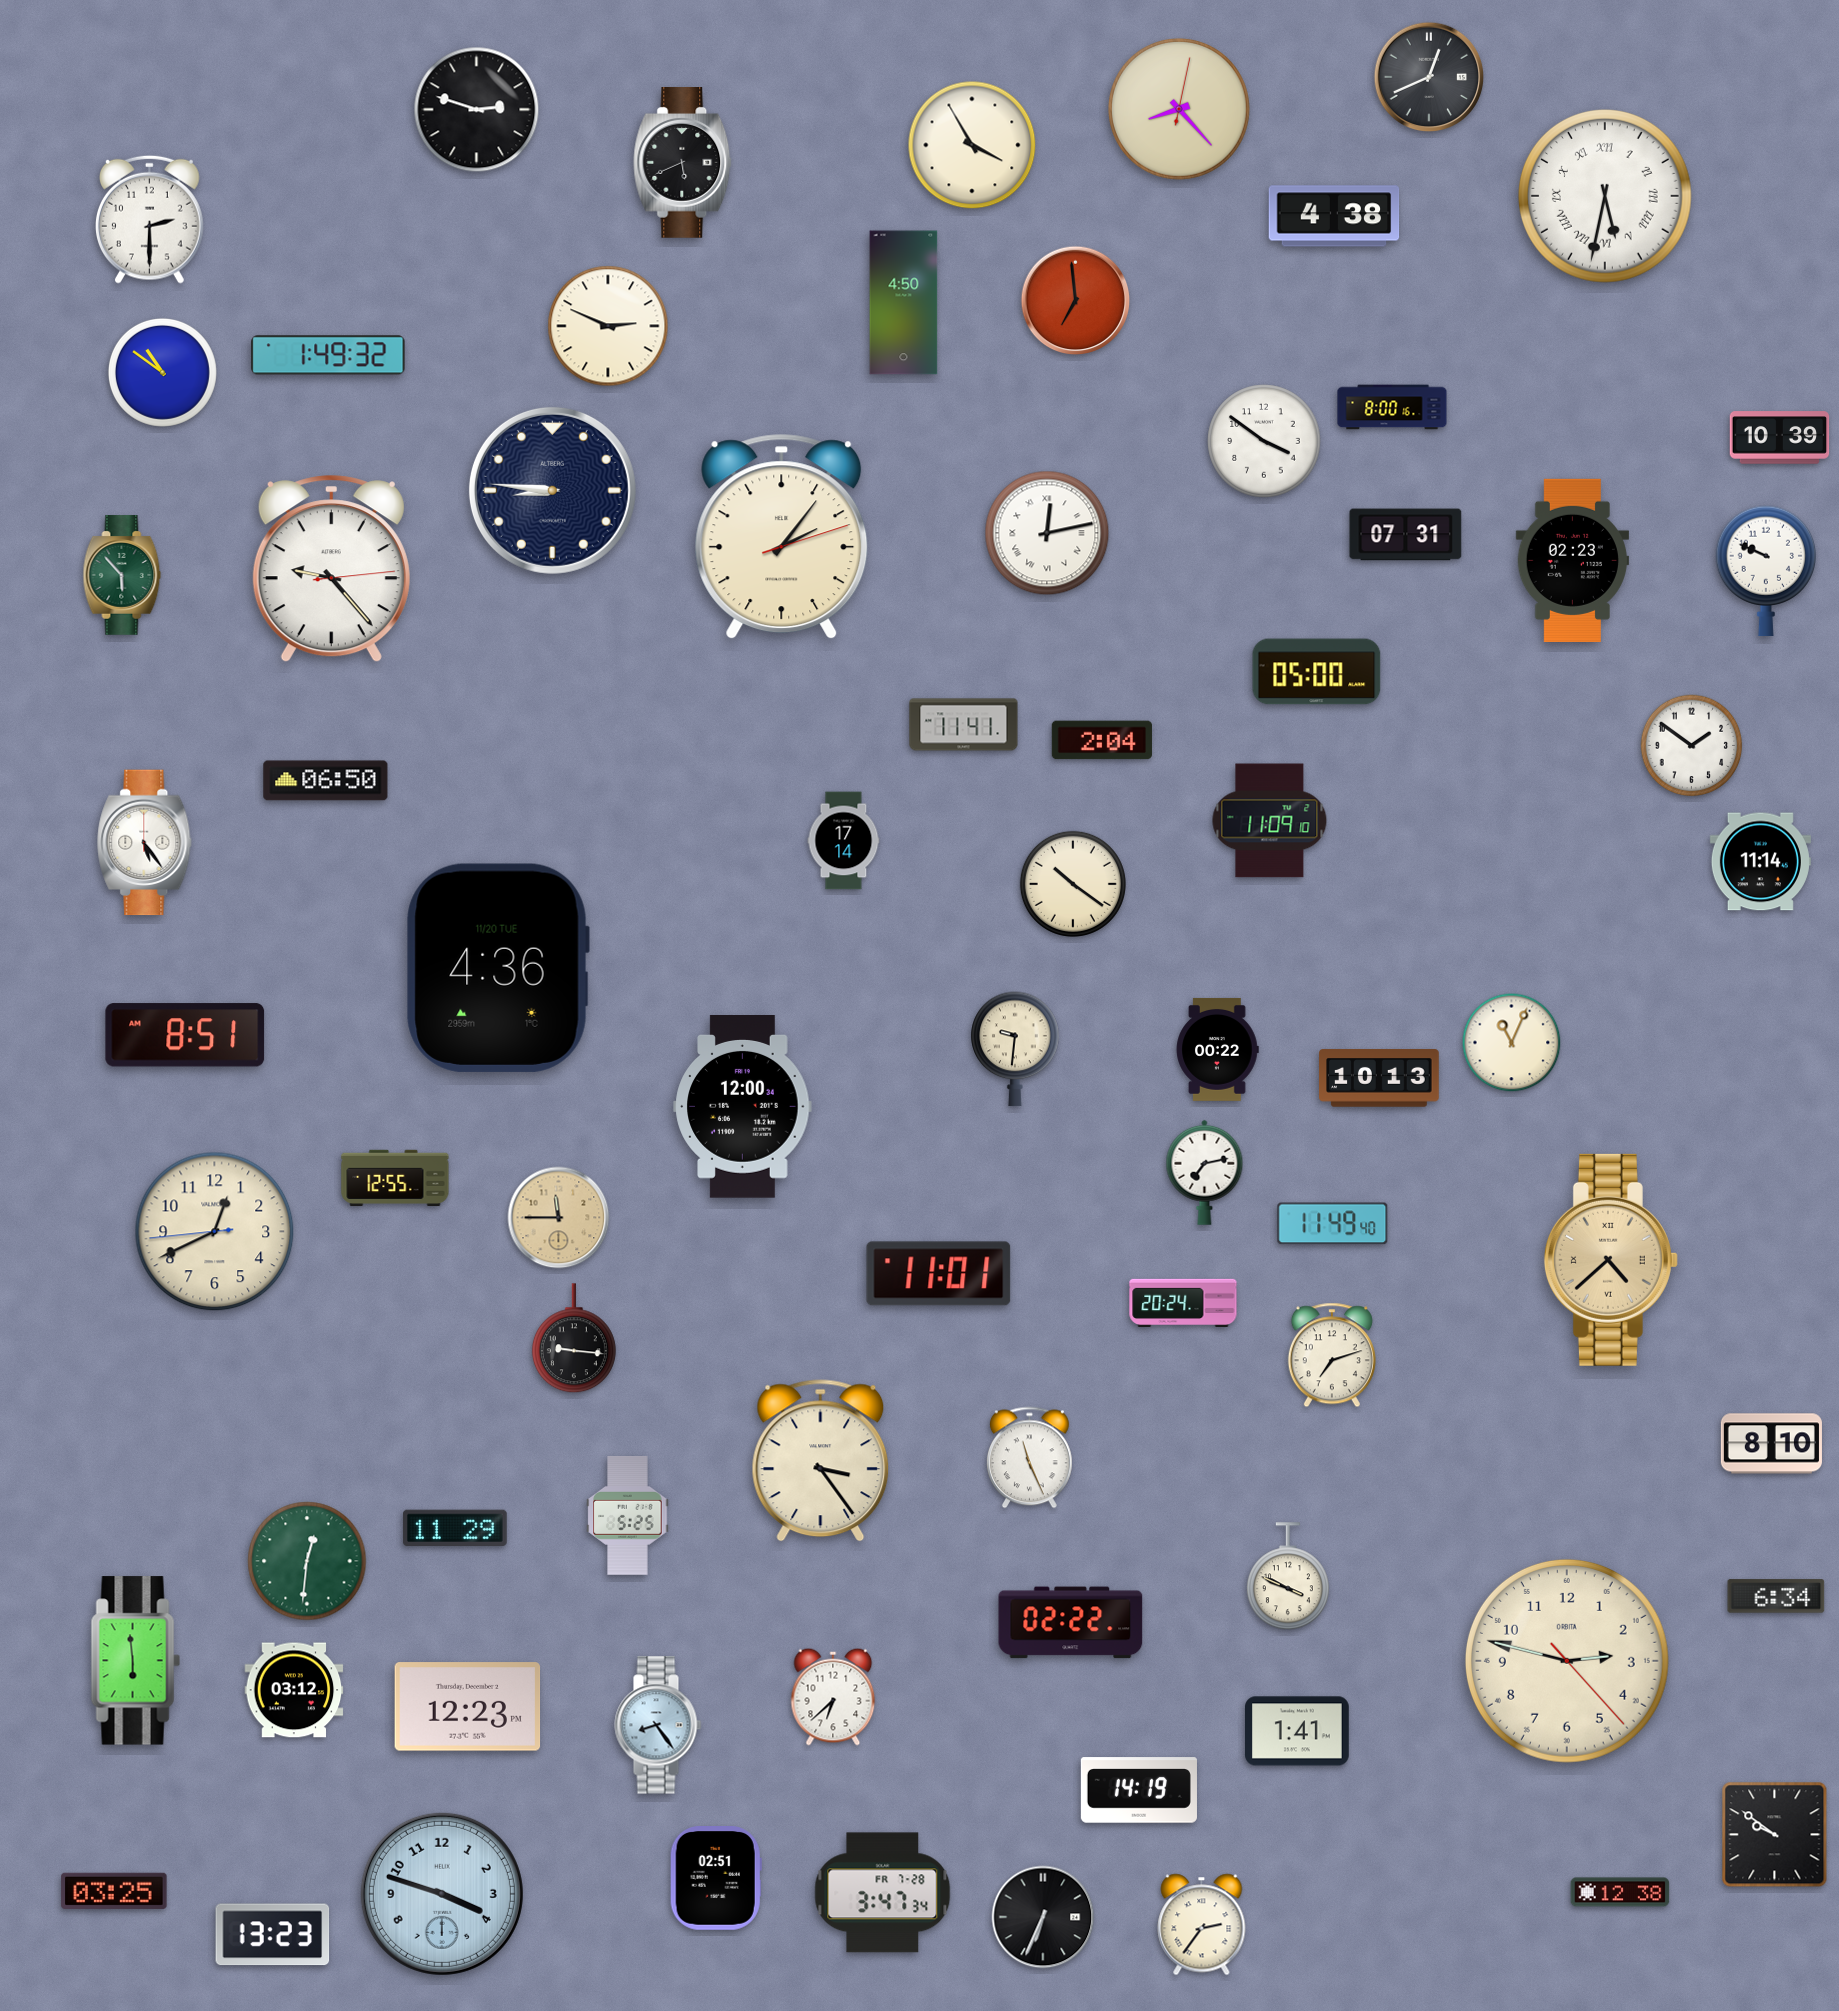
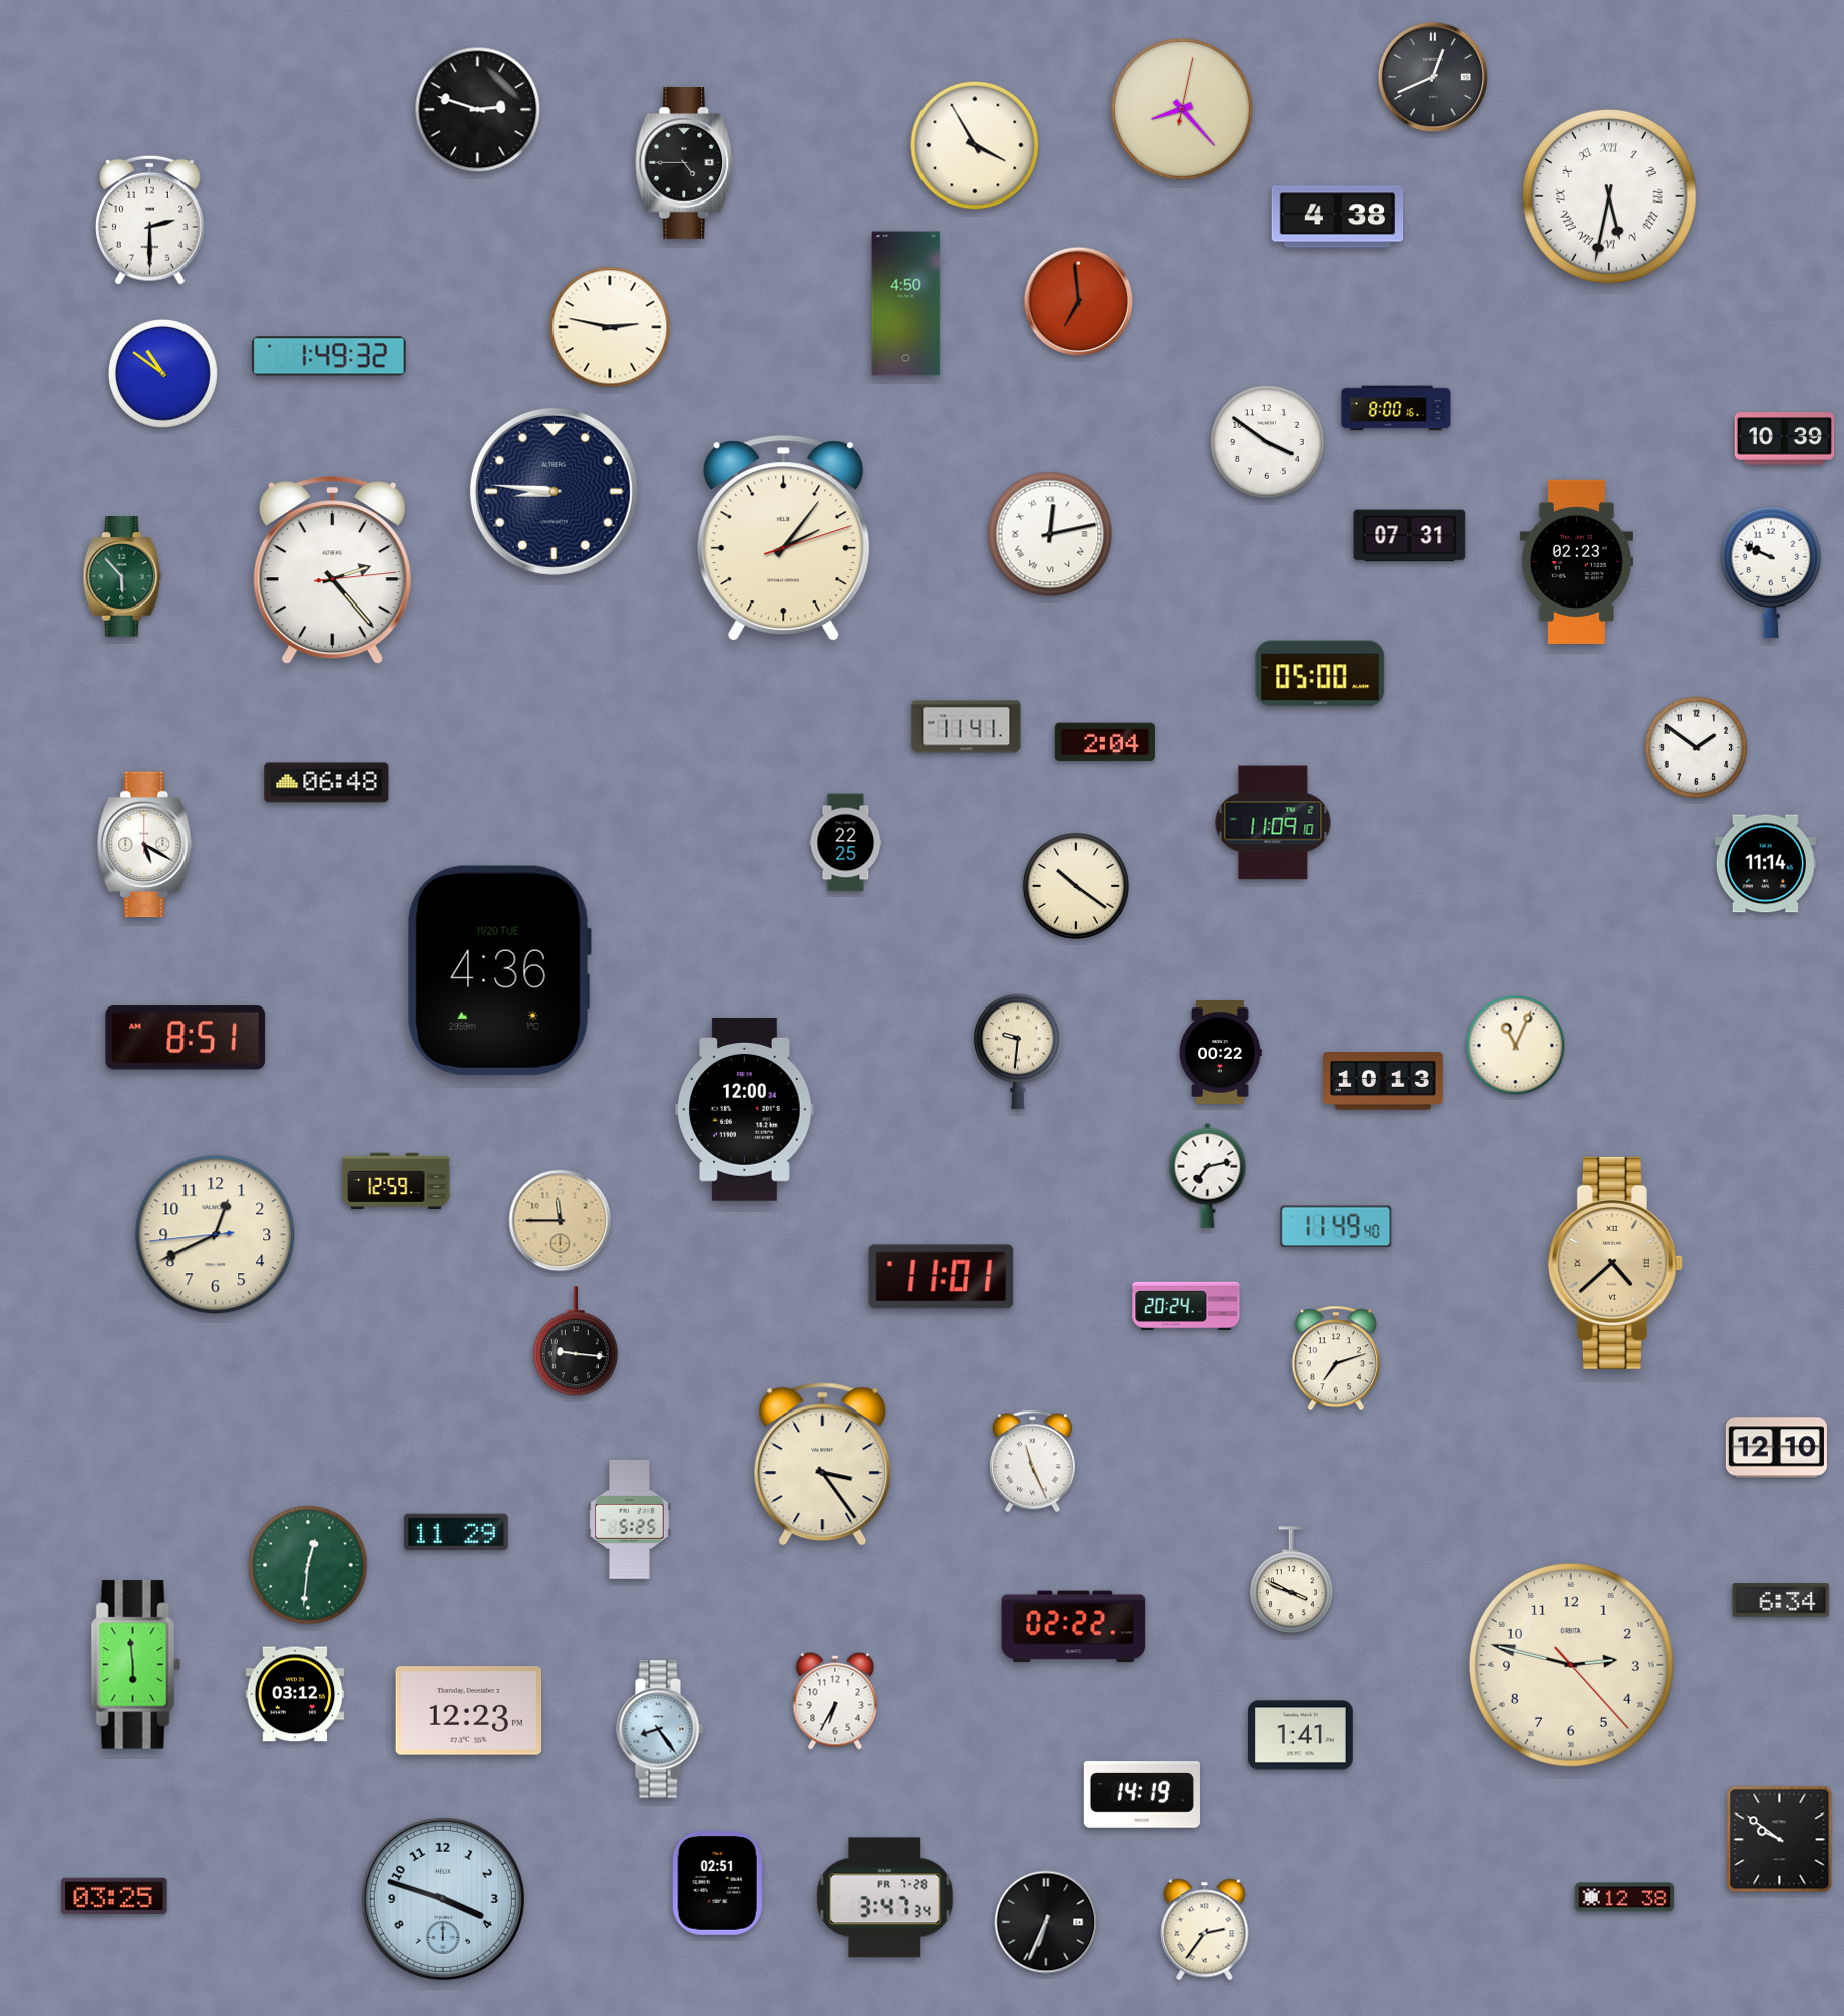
clock at (683, 163): 5:41 -> 4:45
clock at (608, 326): 2:49 -> 2:47
clock at (331, 569): 9:23 -> 2:23
clock at (326, 781): 06:50 -> 06:48
clock at (844, 841): 17:14 -> 22:25
clock at (145, 843): 5:24 -> 5:20
clock at (395, 1178): 12:55 -> 12:59
clock at (1771, 1444): 8:10 -> 12:10
clock at (833, 1697): 6:38 -> 6:35
clock at (273, 1935): 13:23 -> none
